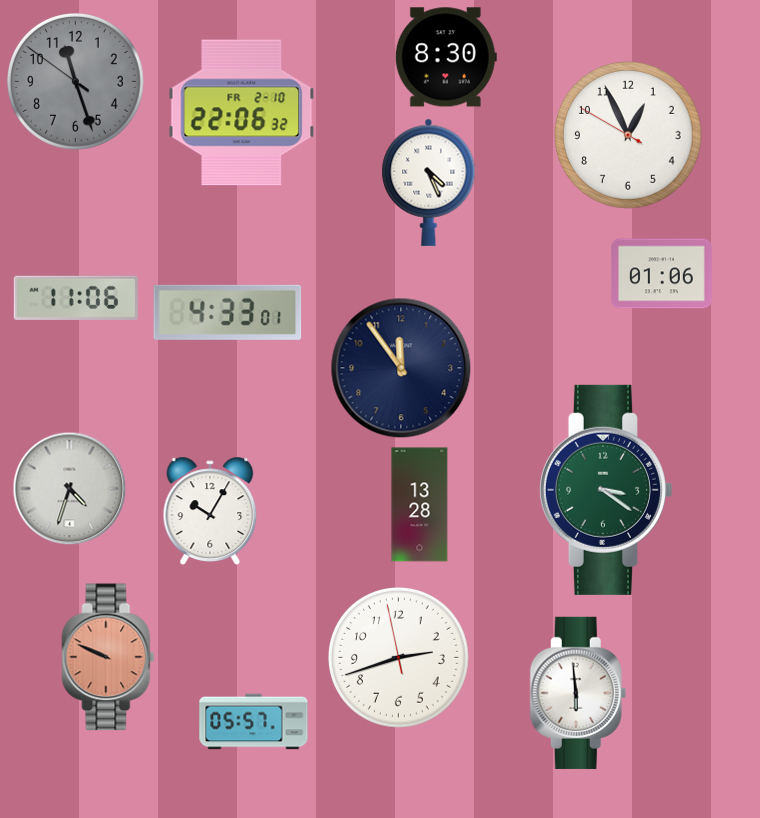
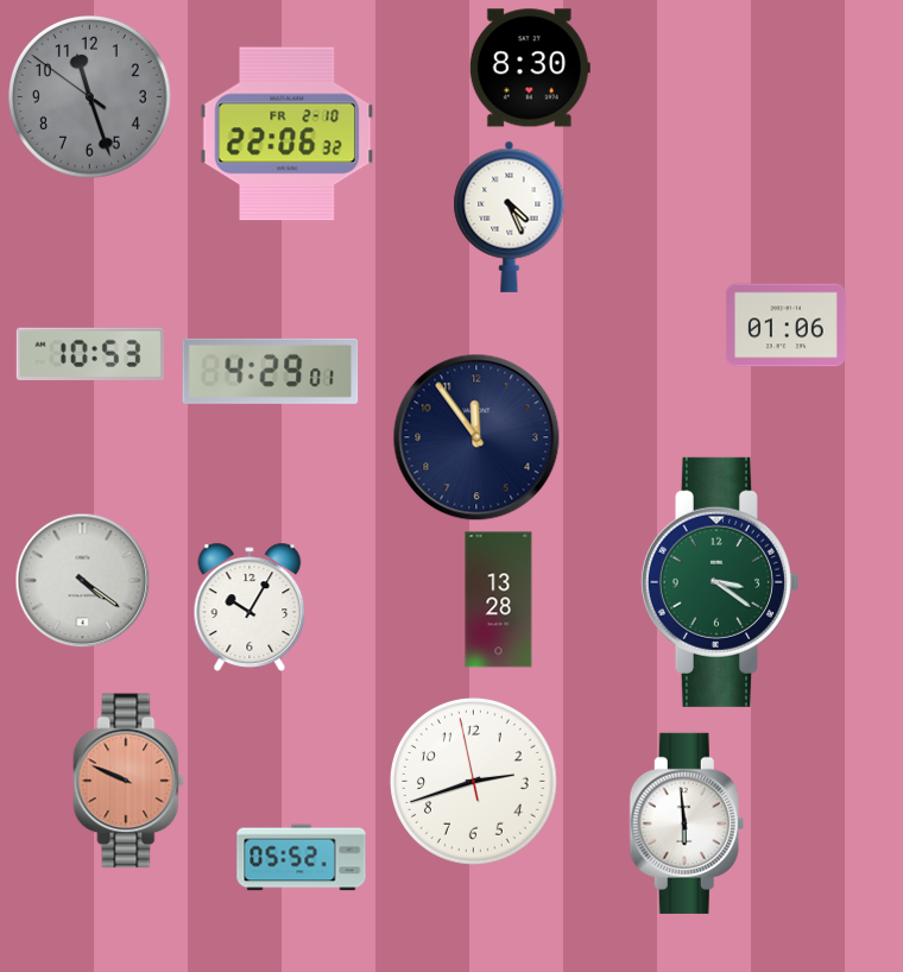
clock at (629, 136): 12:55 -> none
clock at (76, 298): 11:06 -> 10:53
clock at (228, 312): 4:33 -> 4:29
clock at (70, 489): 4:33 -> 4:21
clock at (254, 722): 05:57 -> 05:52
